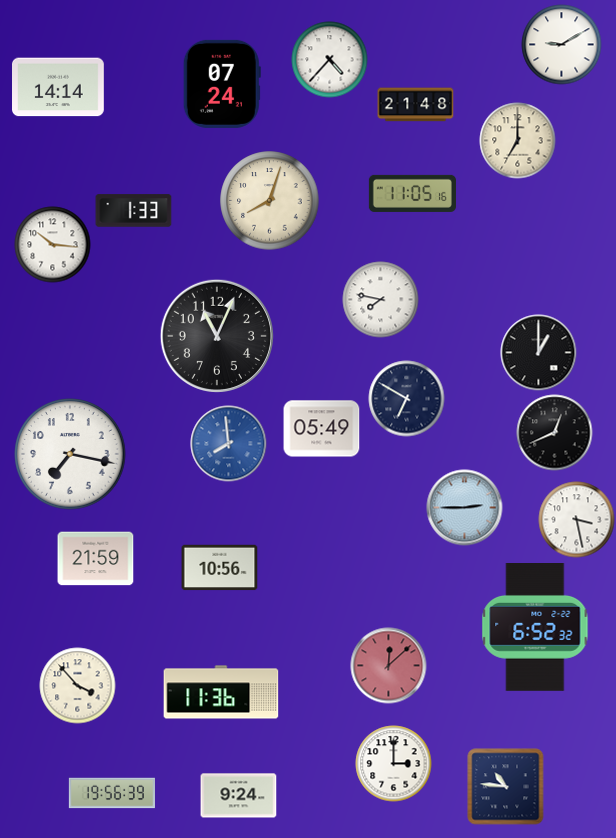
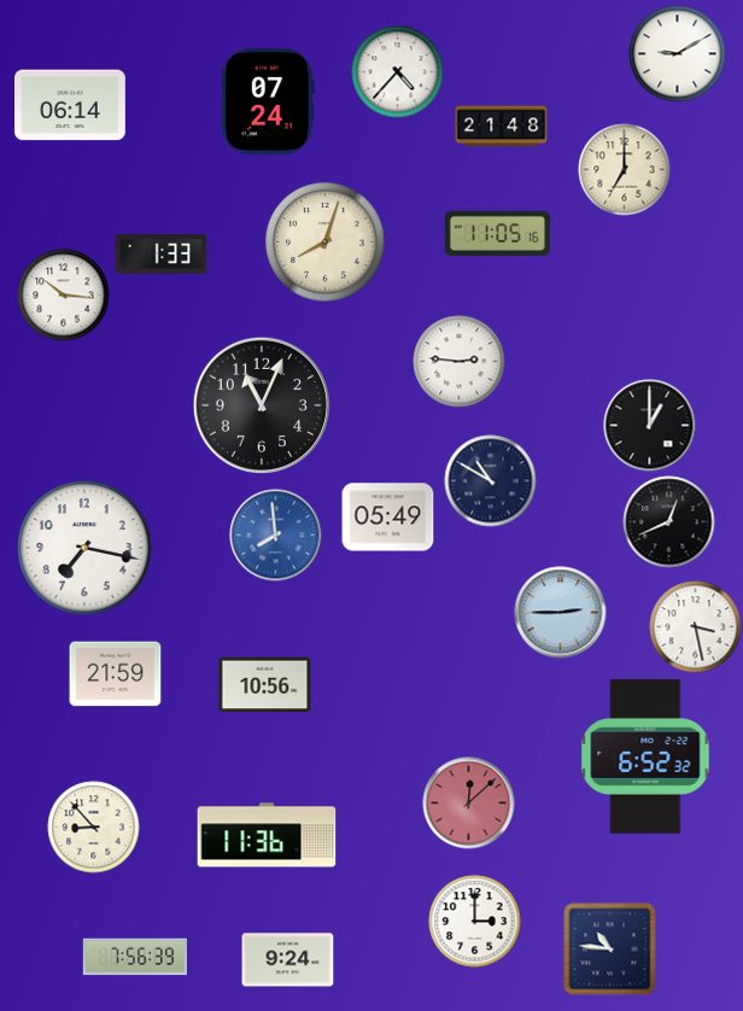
clock at (59, 87): 14:14 -> 06:14
clock at (381, 300): 7:47 -> 2:46
clock at (407, 399): 6:50 -> 10:50
clock at (78, 686): 3:53 -> 8:53
clock at (111, 793): 19:56 -> 7:56
